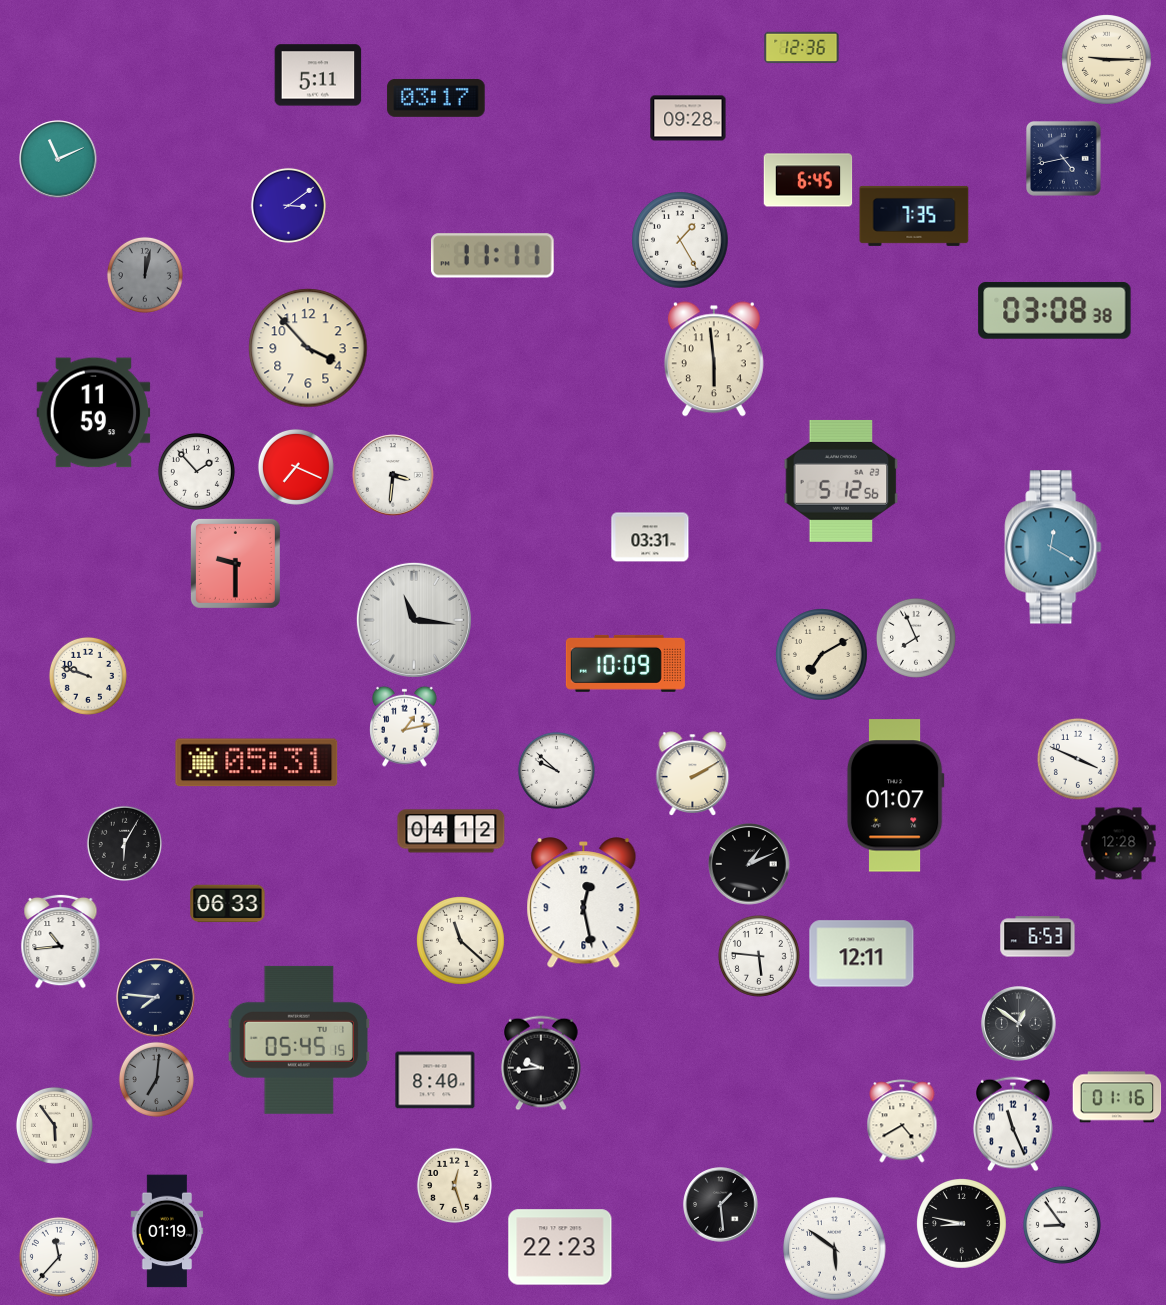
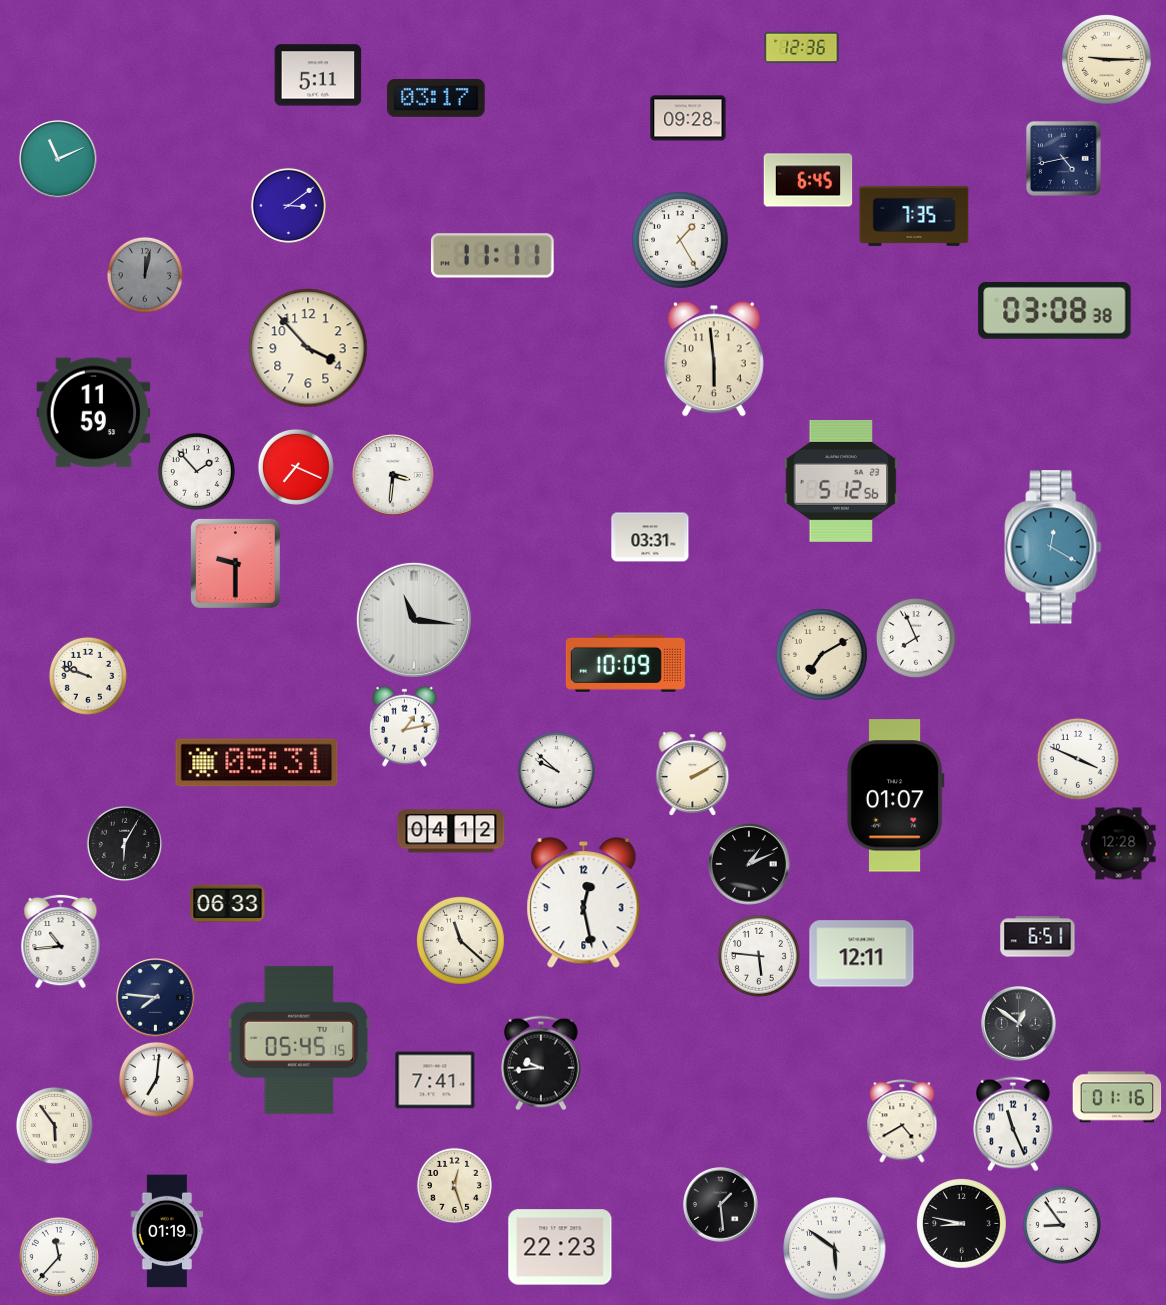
clock at (1038, 937): 6:53 -> 6:51
clock at (156, 1079) dial: grey -> white
clock at (435, 1080): 8:40 -> 7:41
